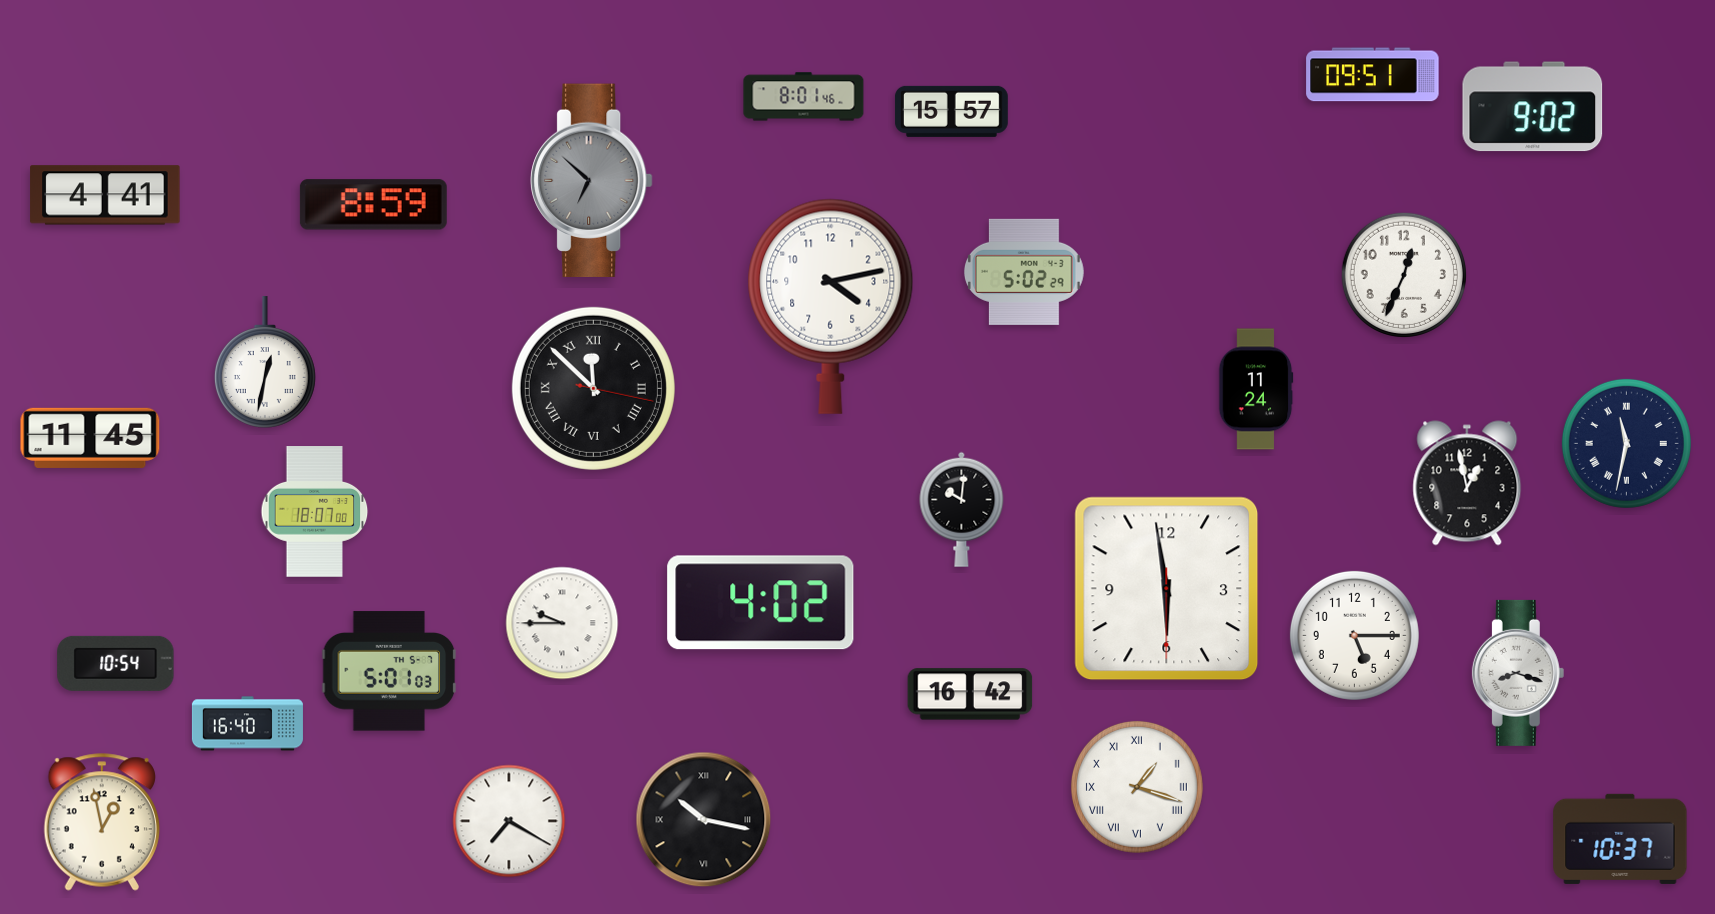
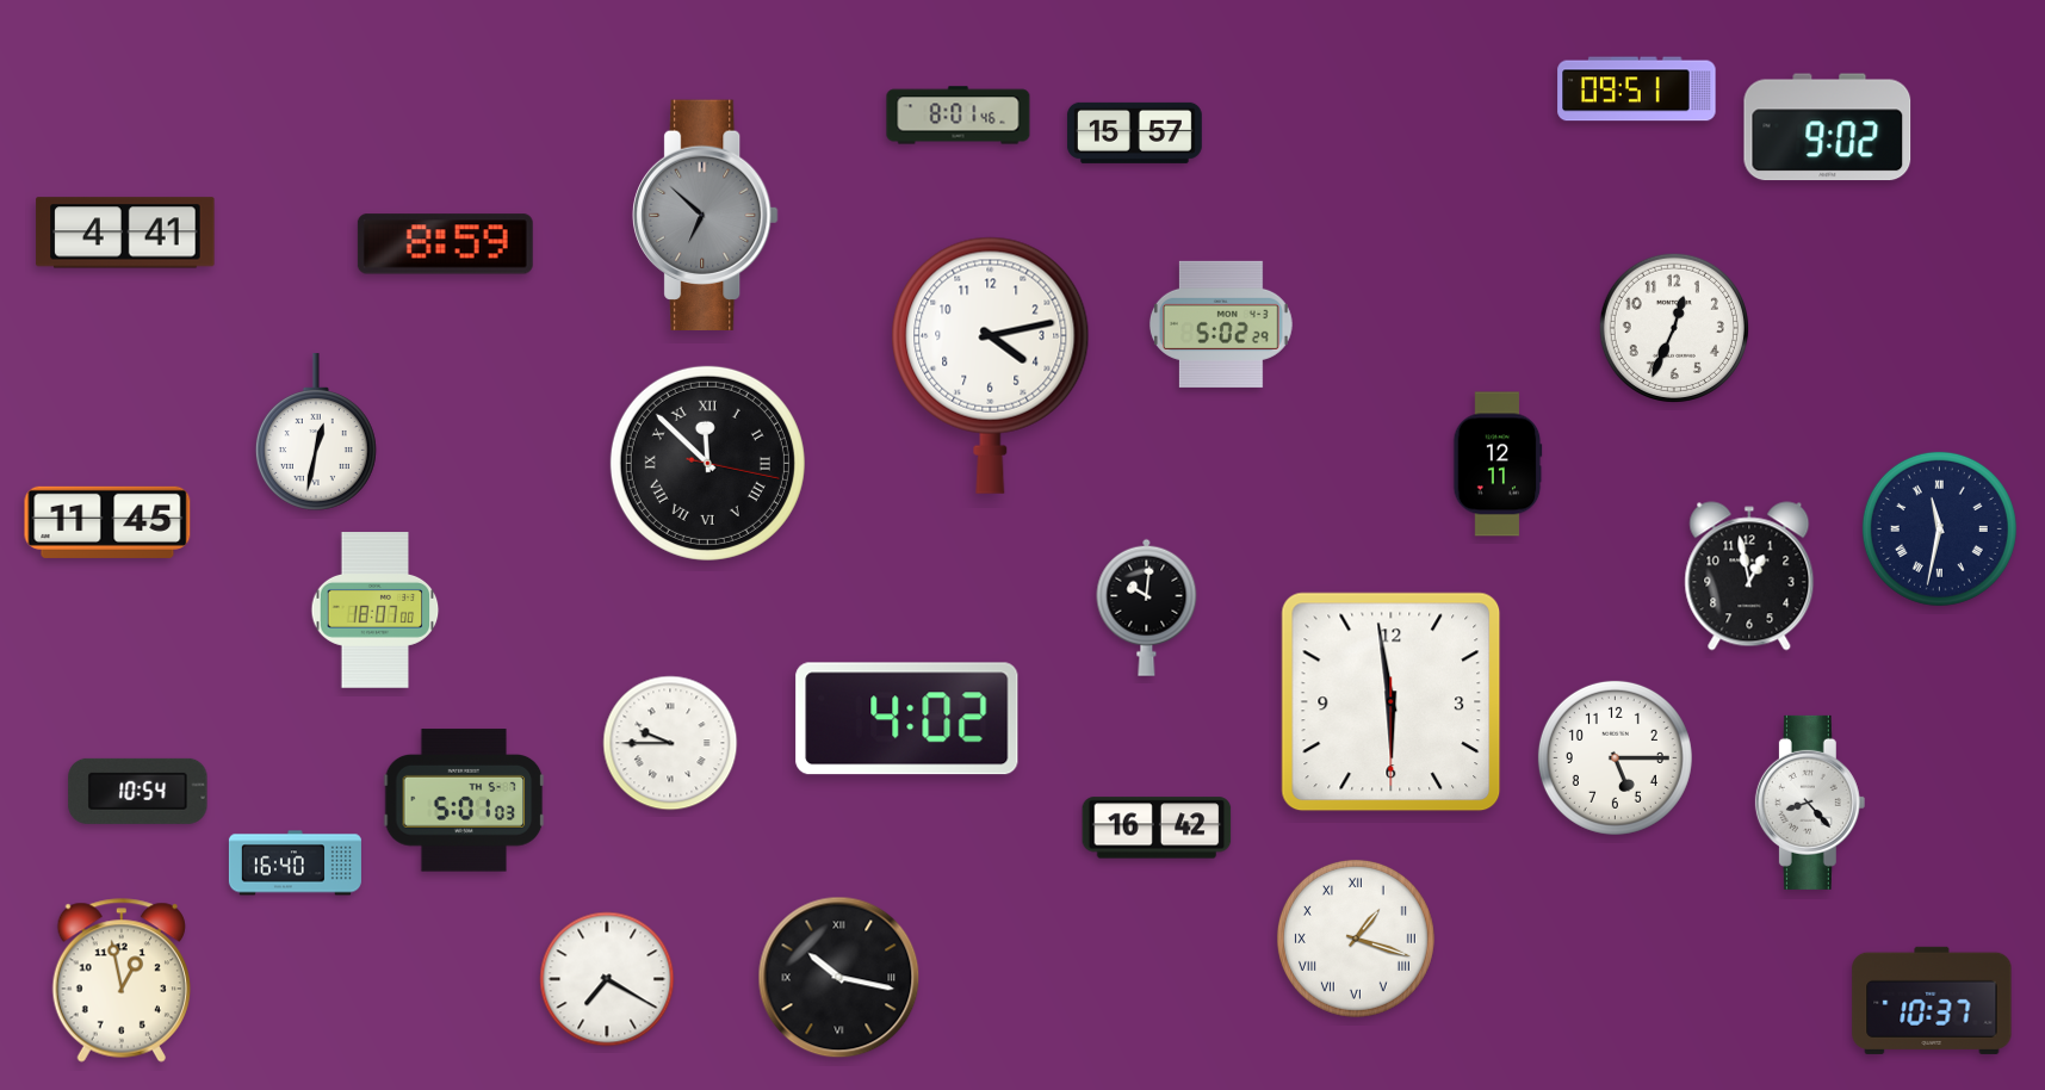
clock at (1256, 389): 11:24 -> 12:11
clock at (1518, 673): 8:18 -> 8:23
